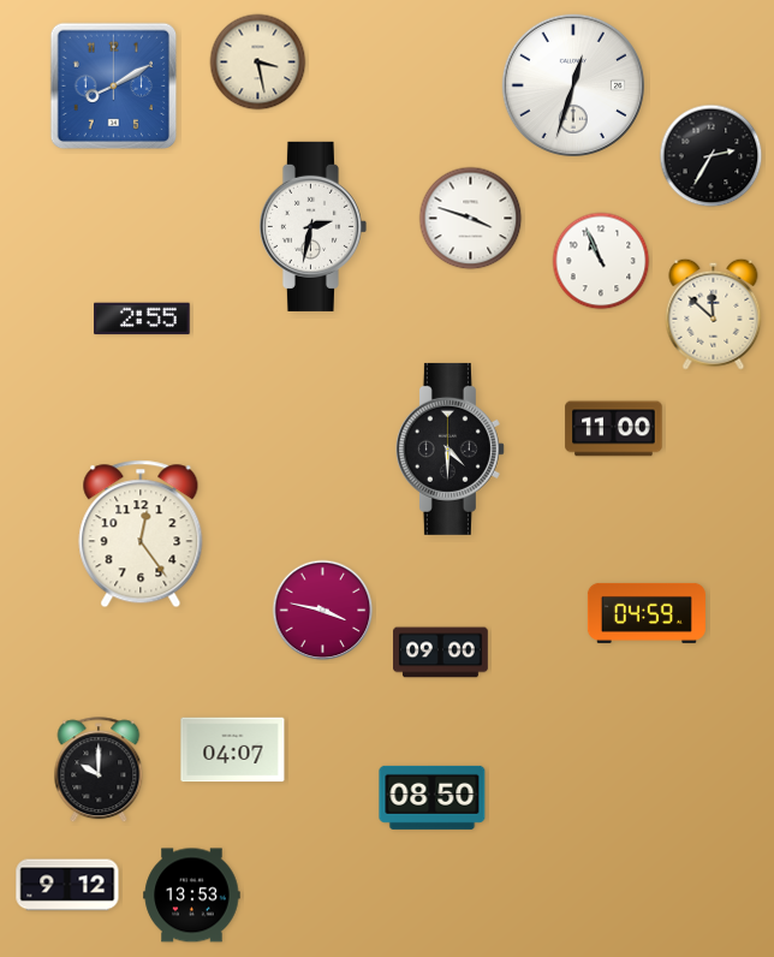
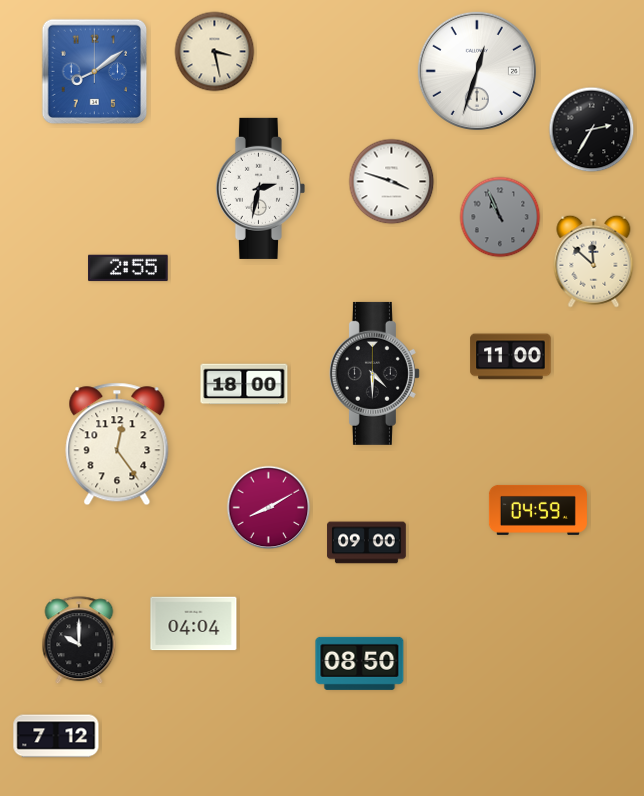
clock at (114, 87): 8:10 -> 8:09
clock at (601, 261) dial: white -> grey
clock at (142, 319) position: (142, 319) -> (128, 268)
clock at (244, 384): none -> 18:00
clock at (323, 611): 3:47 -> 8:10
clock at (233, 750): 04:07 -> 04:04
clock at (99, 771) position: (99, 771) -> (79, 641)
clock at (67, 885): 9:12 -> 7:12
clock at (192, 896): 13:53 -> none
